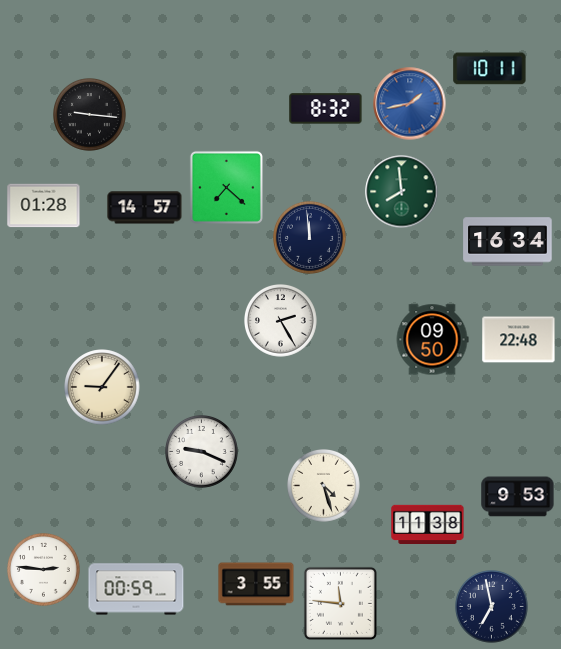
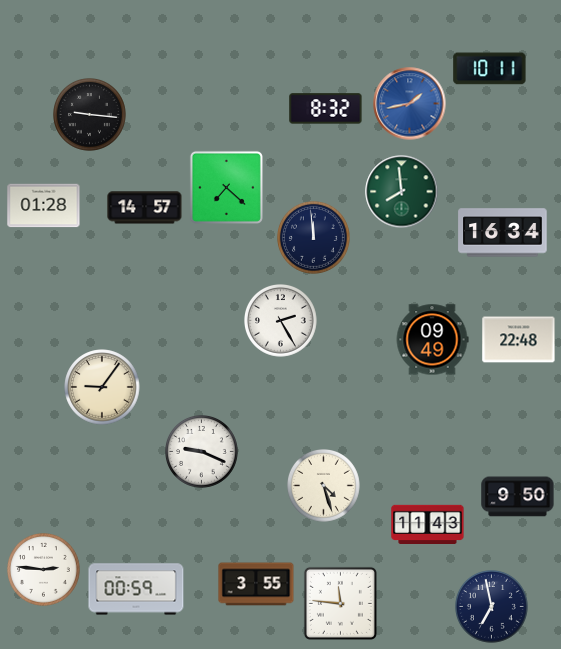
clock at (310, 238) position: (310, 238) -> (314, 238)
clock at (508, 242) position: (508, 242) -> (503, 233)
clock at (432, 340): 09:50 -> 09:49
clock at (518, 497): 9:53 -> 9:50
clock at (428, 525): 11:38 -> 11:43
